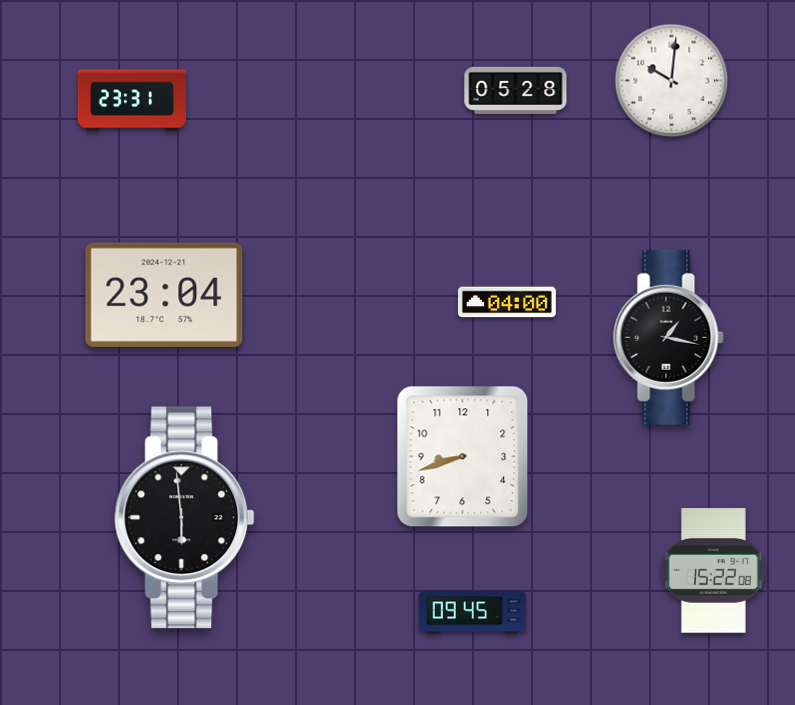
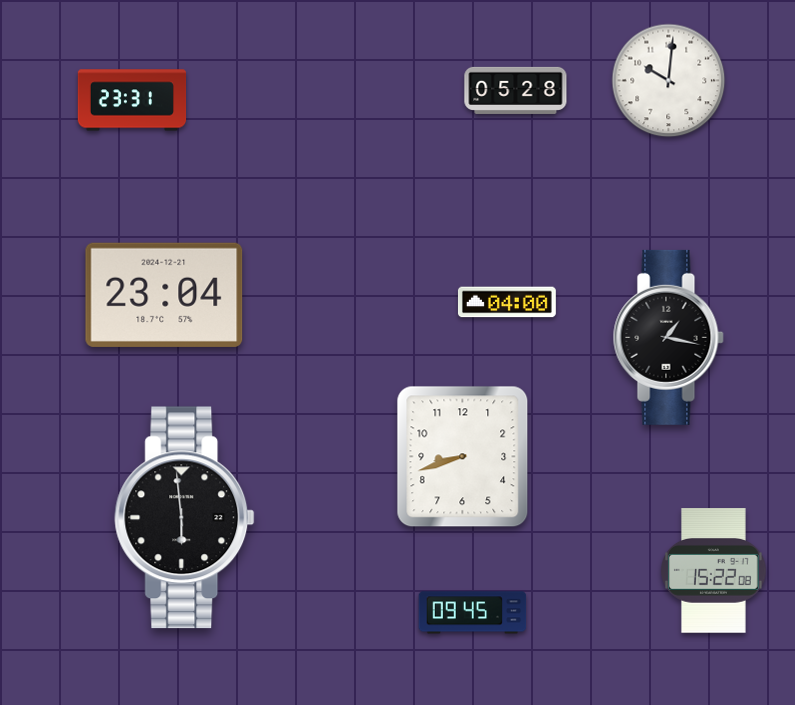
clock at (672, 81) position: (672, 81) -> (669, 81)
